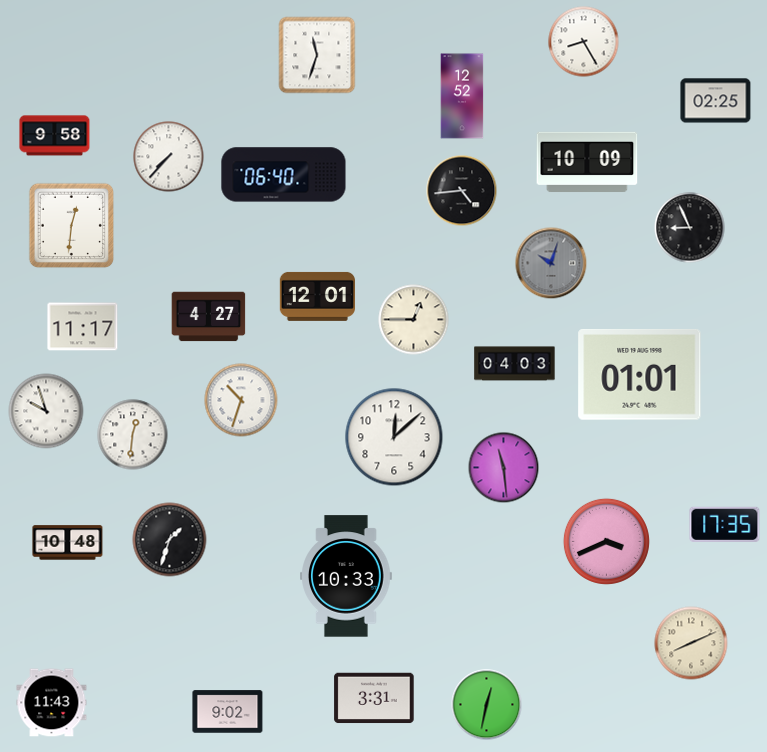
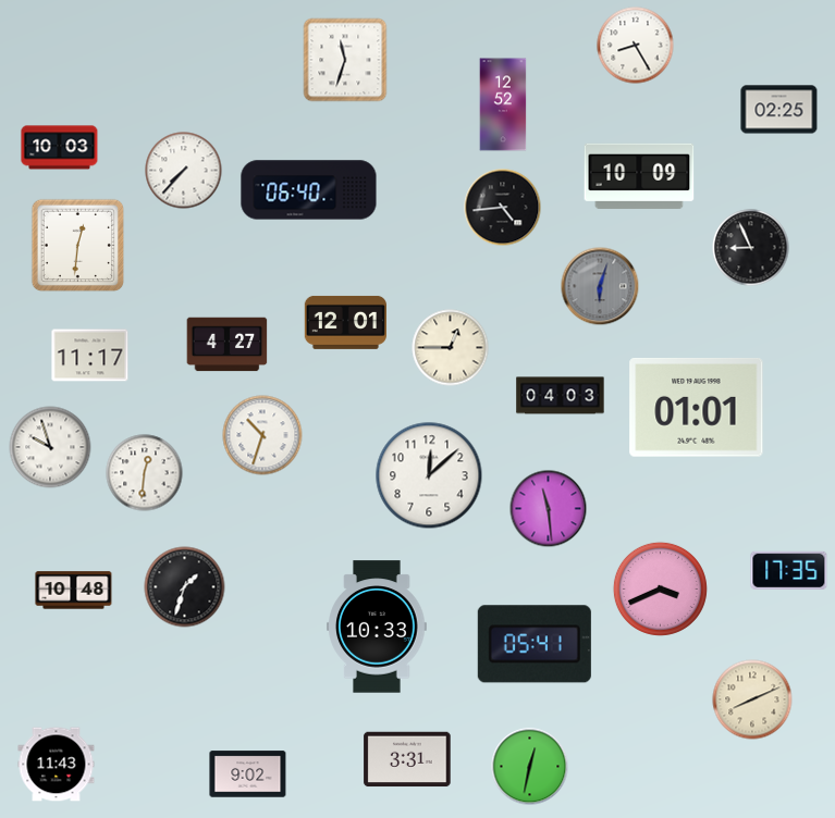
clock at (55, 136): 9:58 -> 10:03
clock at (551, 263): 10:03 -> 6:03
clock at (535, 644): none -> 05:41
